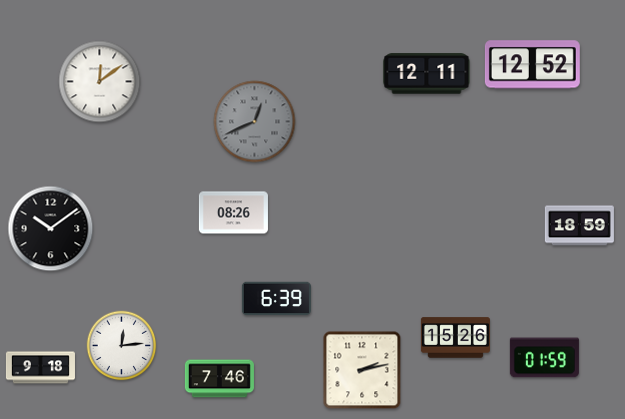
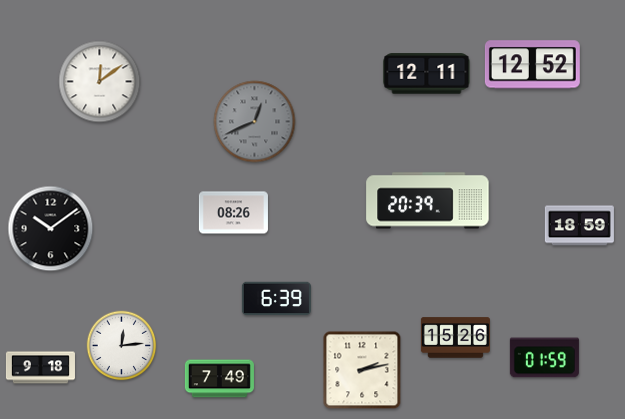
clock at (428, 201): none -> 20:39
clock at (219, 379): 7:46 -> 7:49
